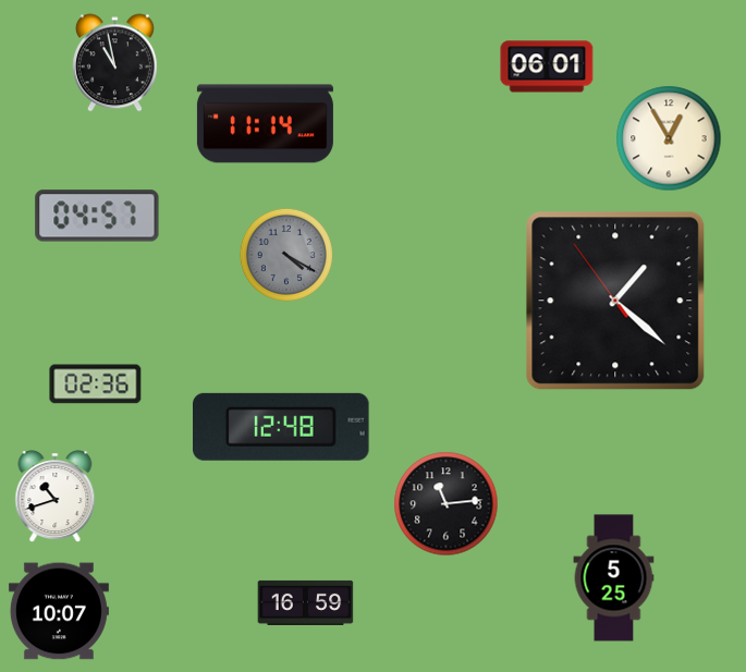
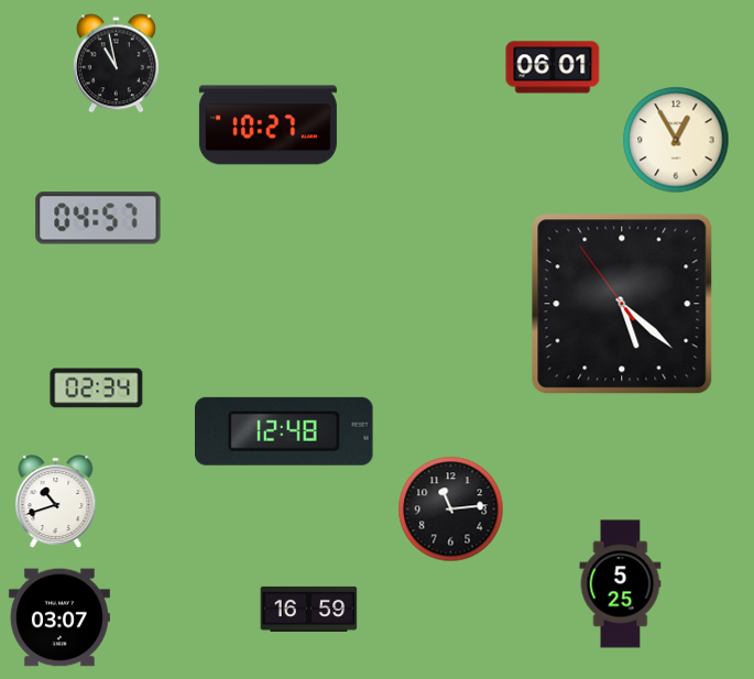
clock at (265, 124): 11:14 -> 10:27
clock at (286, 255): 4:20 -> none
clock at (615, 301): 1:21 -> 5:21
clock at (96, 384): 02:36 -> 02:34
clock at (59, 611): 10:07 -> 03:07
